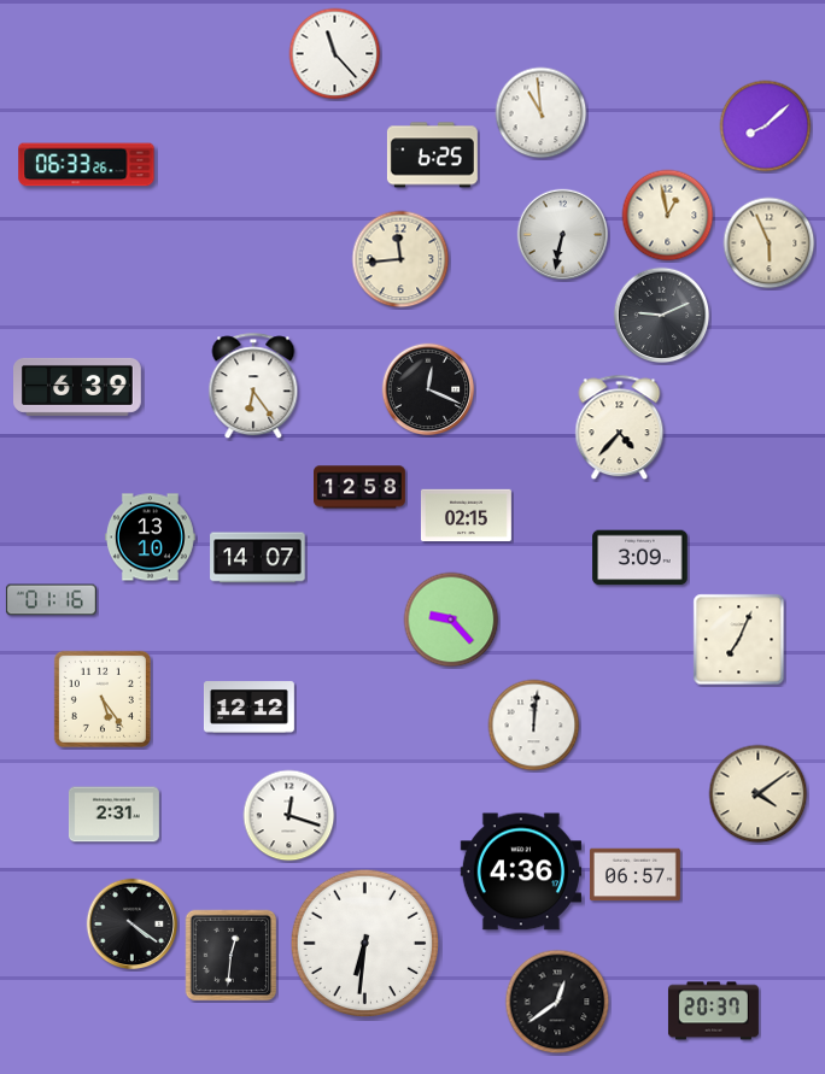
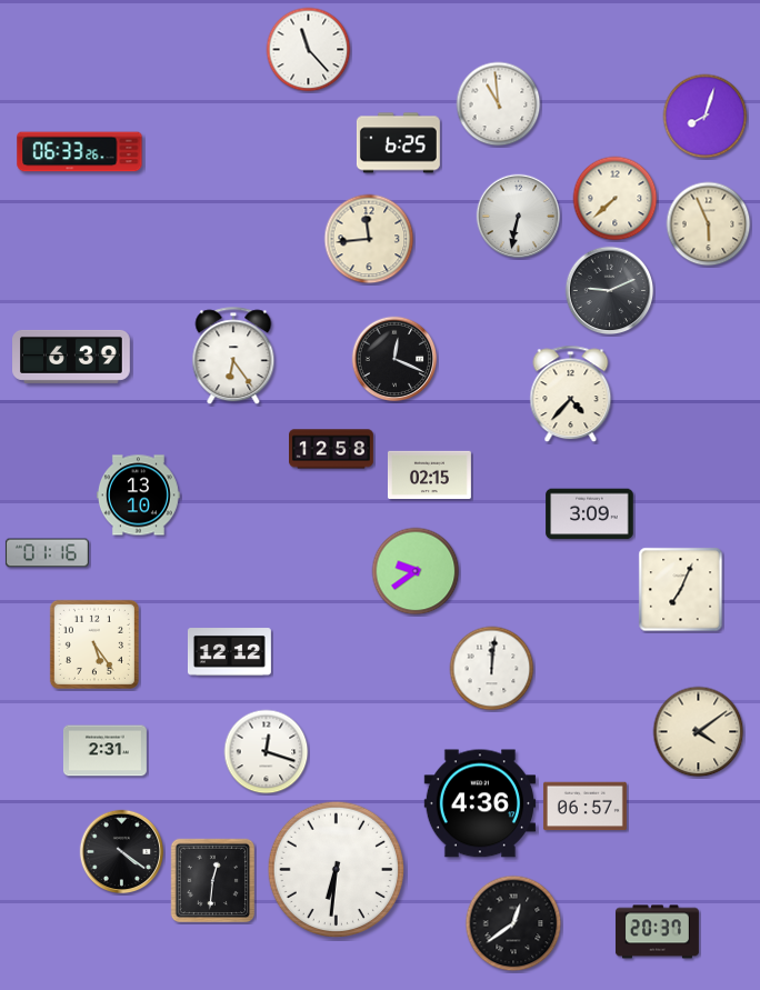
clock at (766, 127): 8:08 -> 8:03
clock at (668, 216): 12:58 -> 7:38
clock at (258, 558): 14:07 -> none
clock at (451, 620): 9:23 -> 9:39
